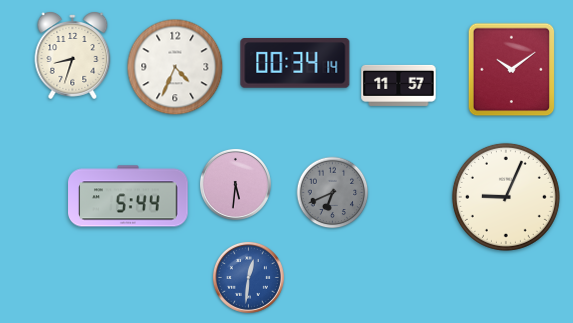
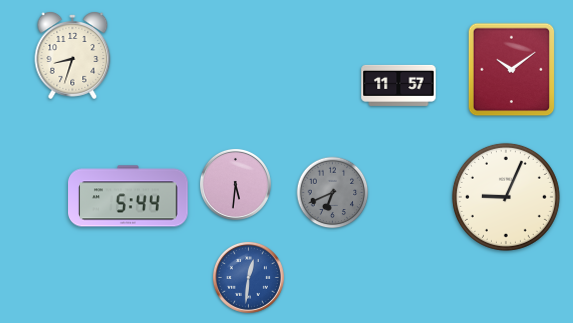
clock at (295, 64): 00:34 -> none
clock at (175, 67): 4:34 -> none
